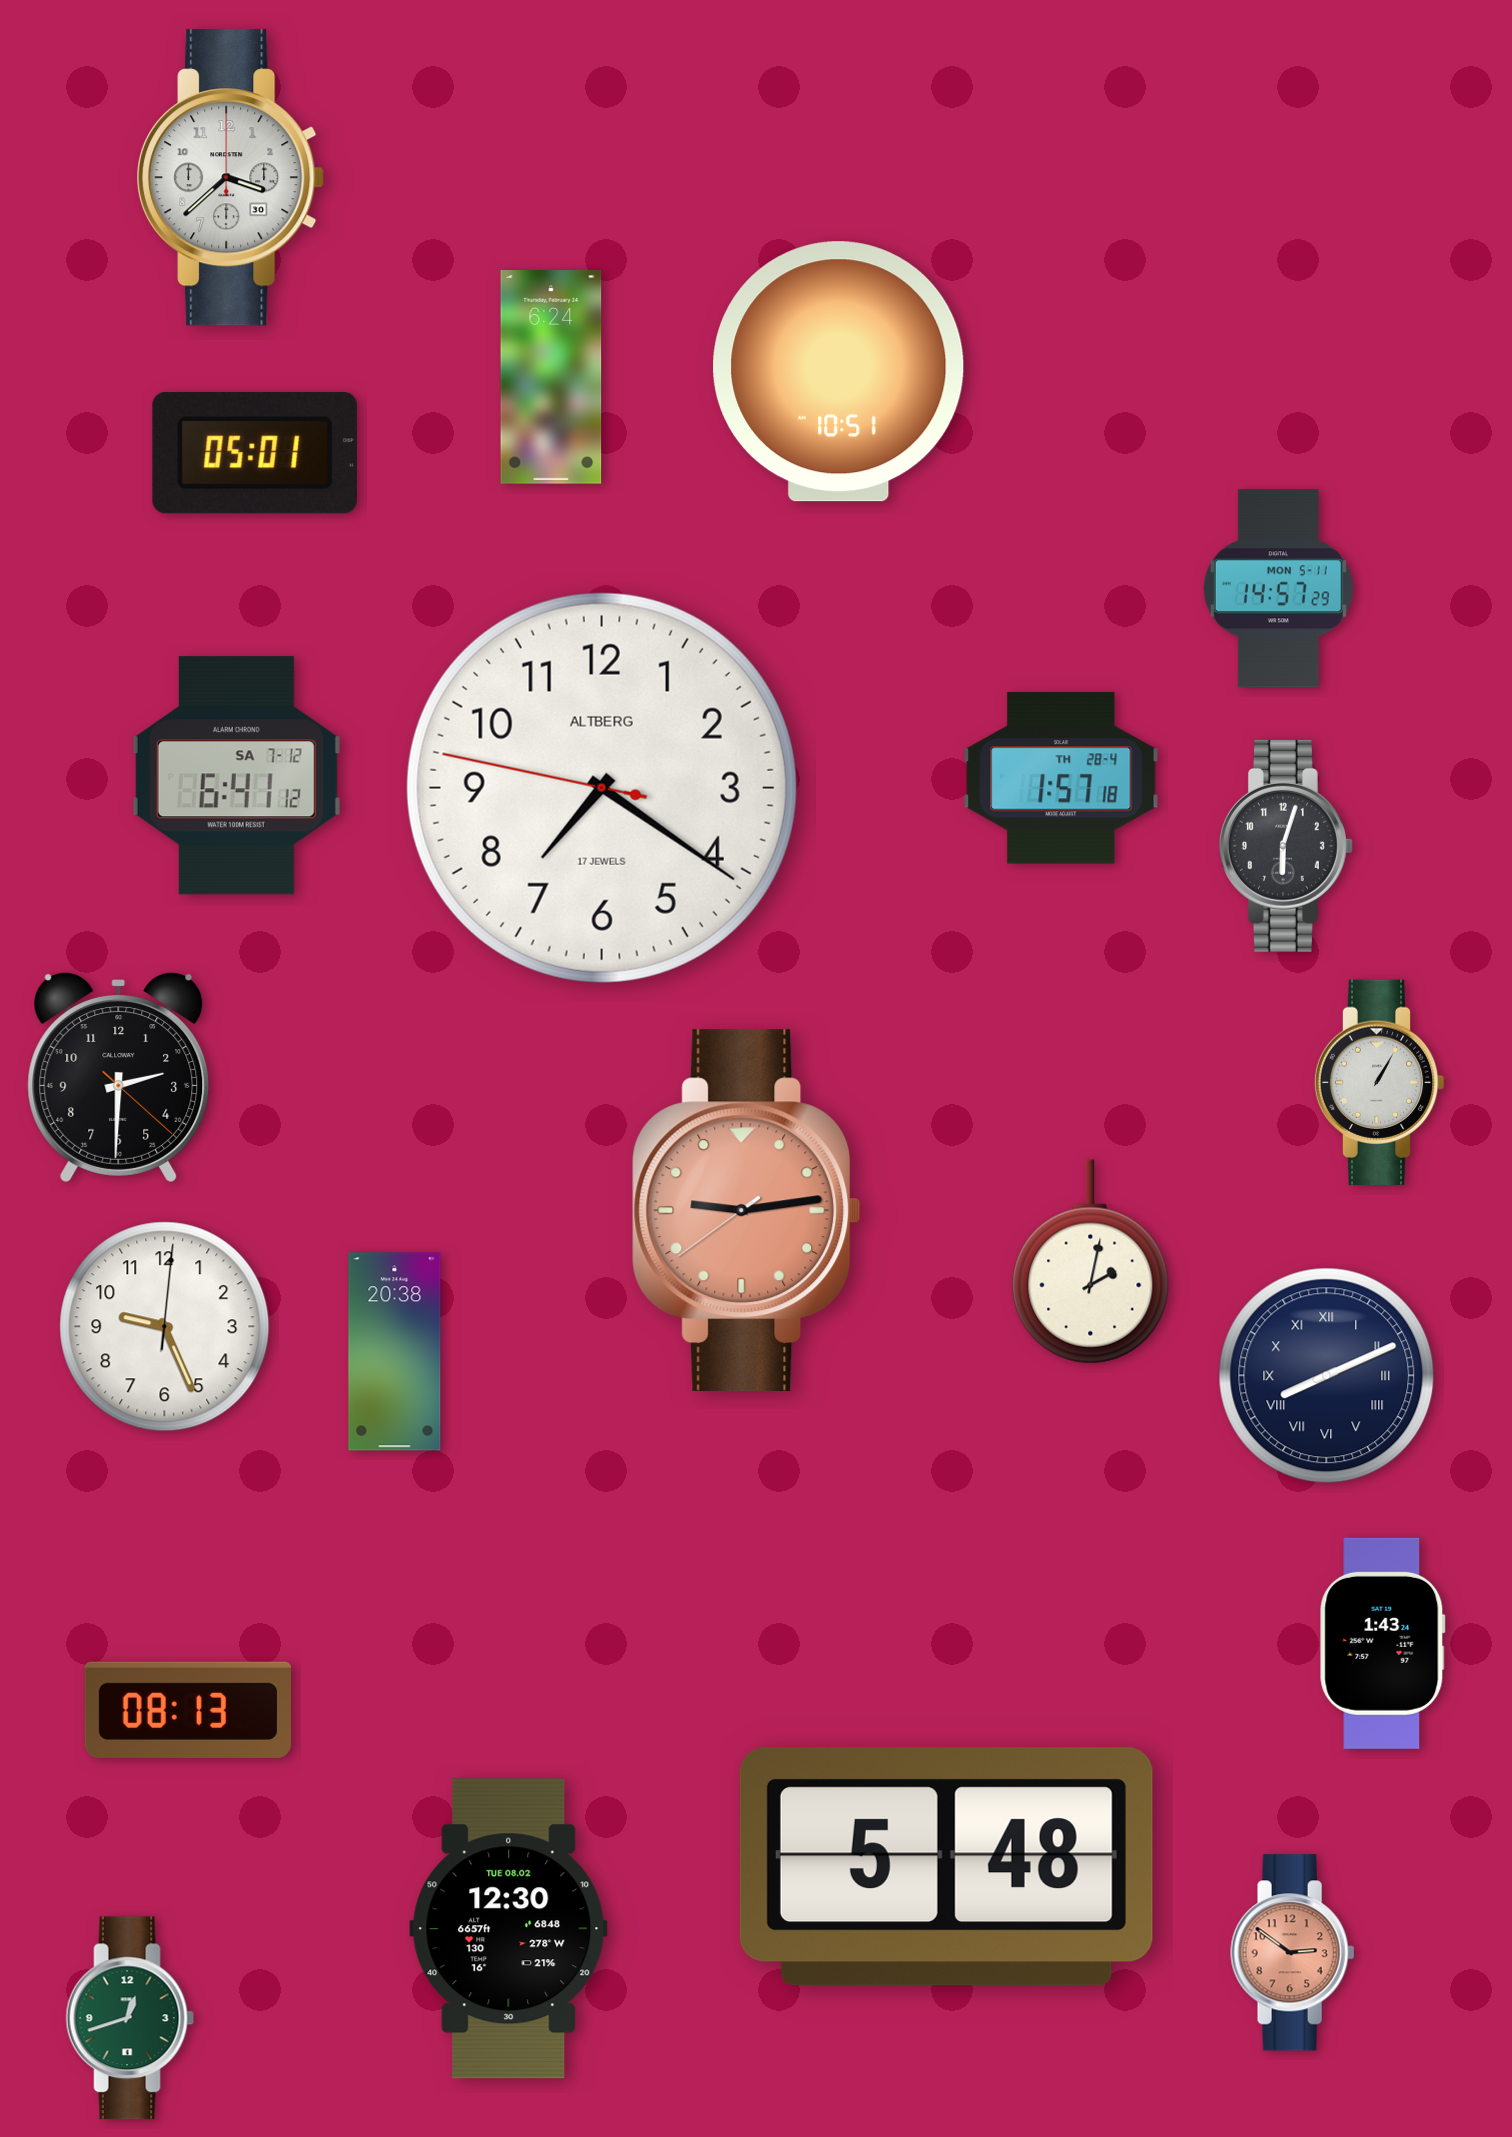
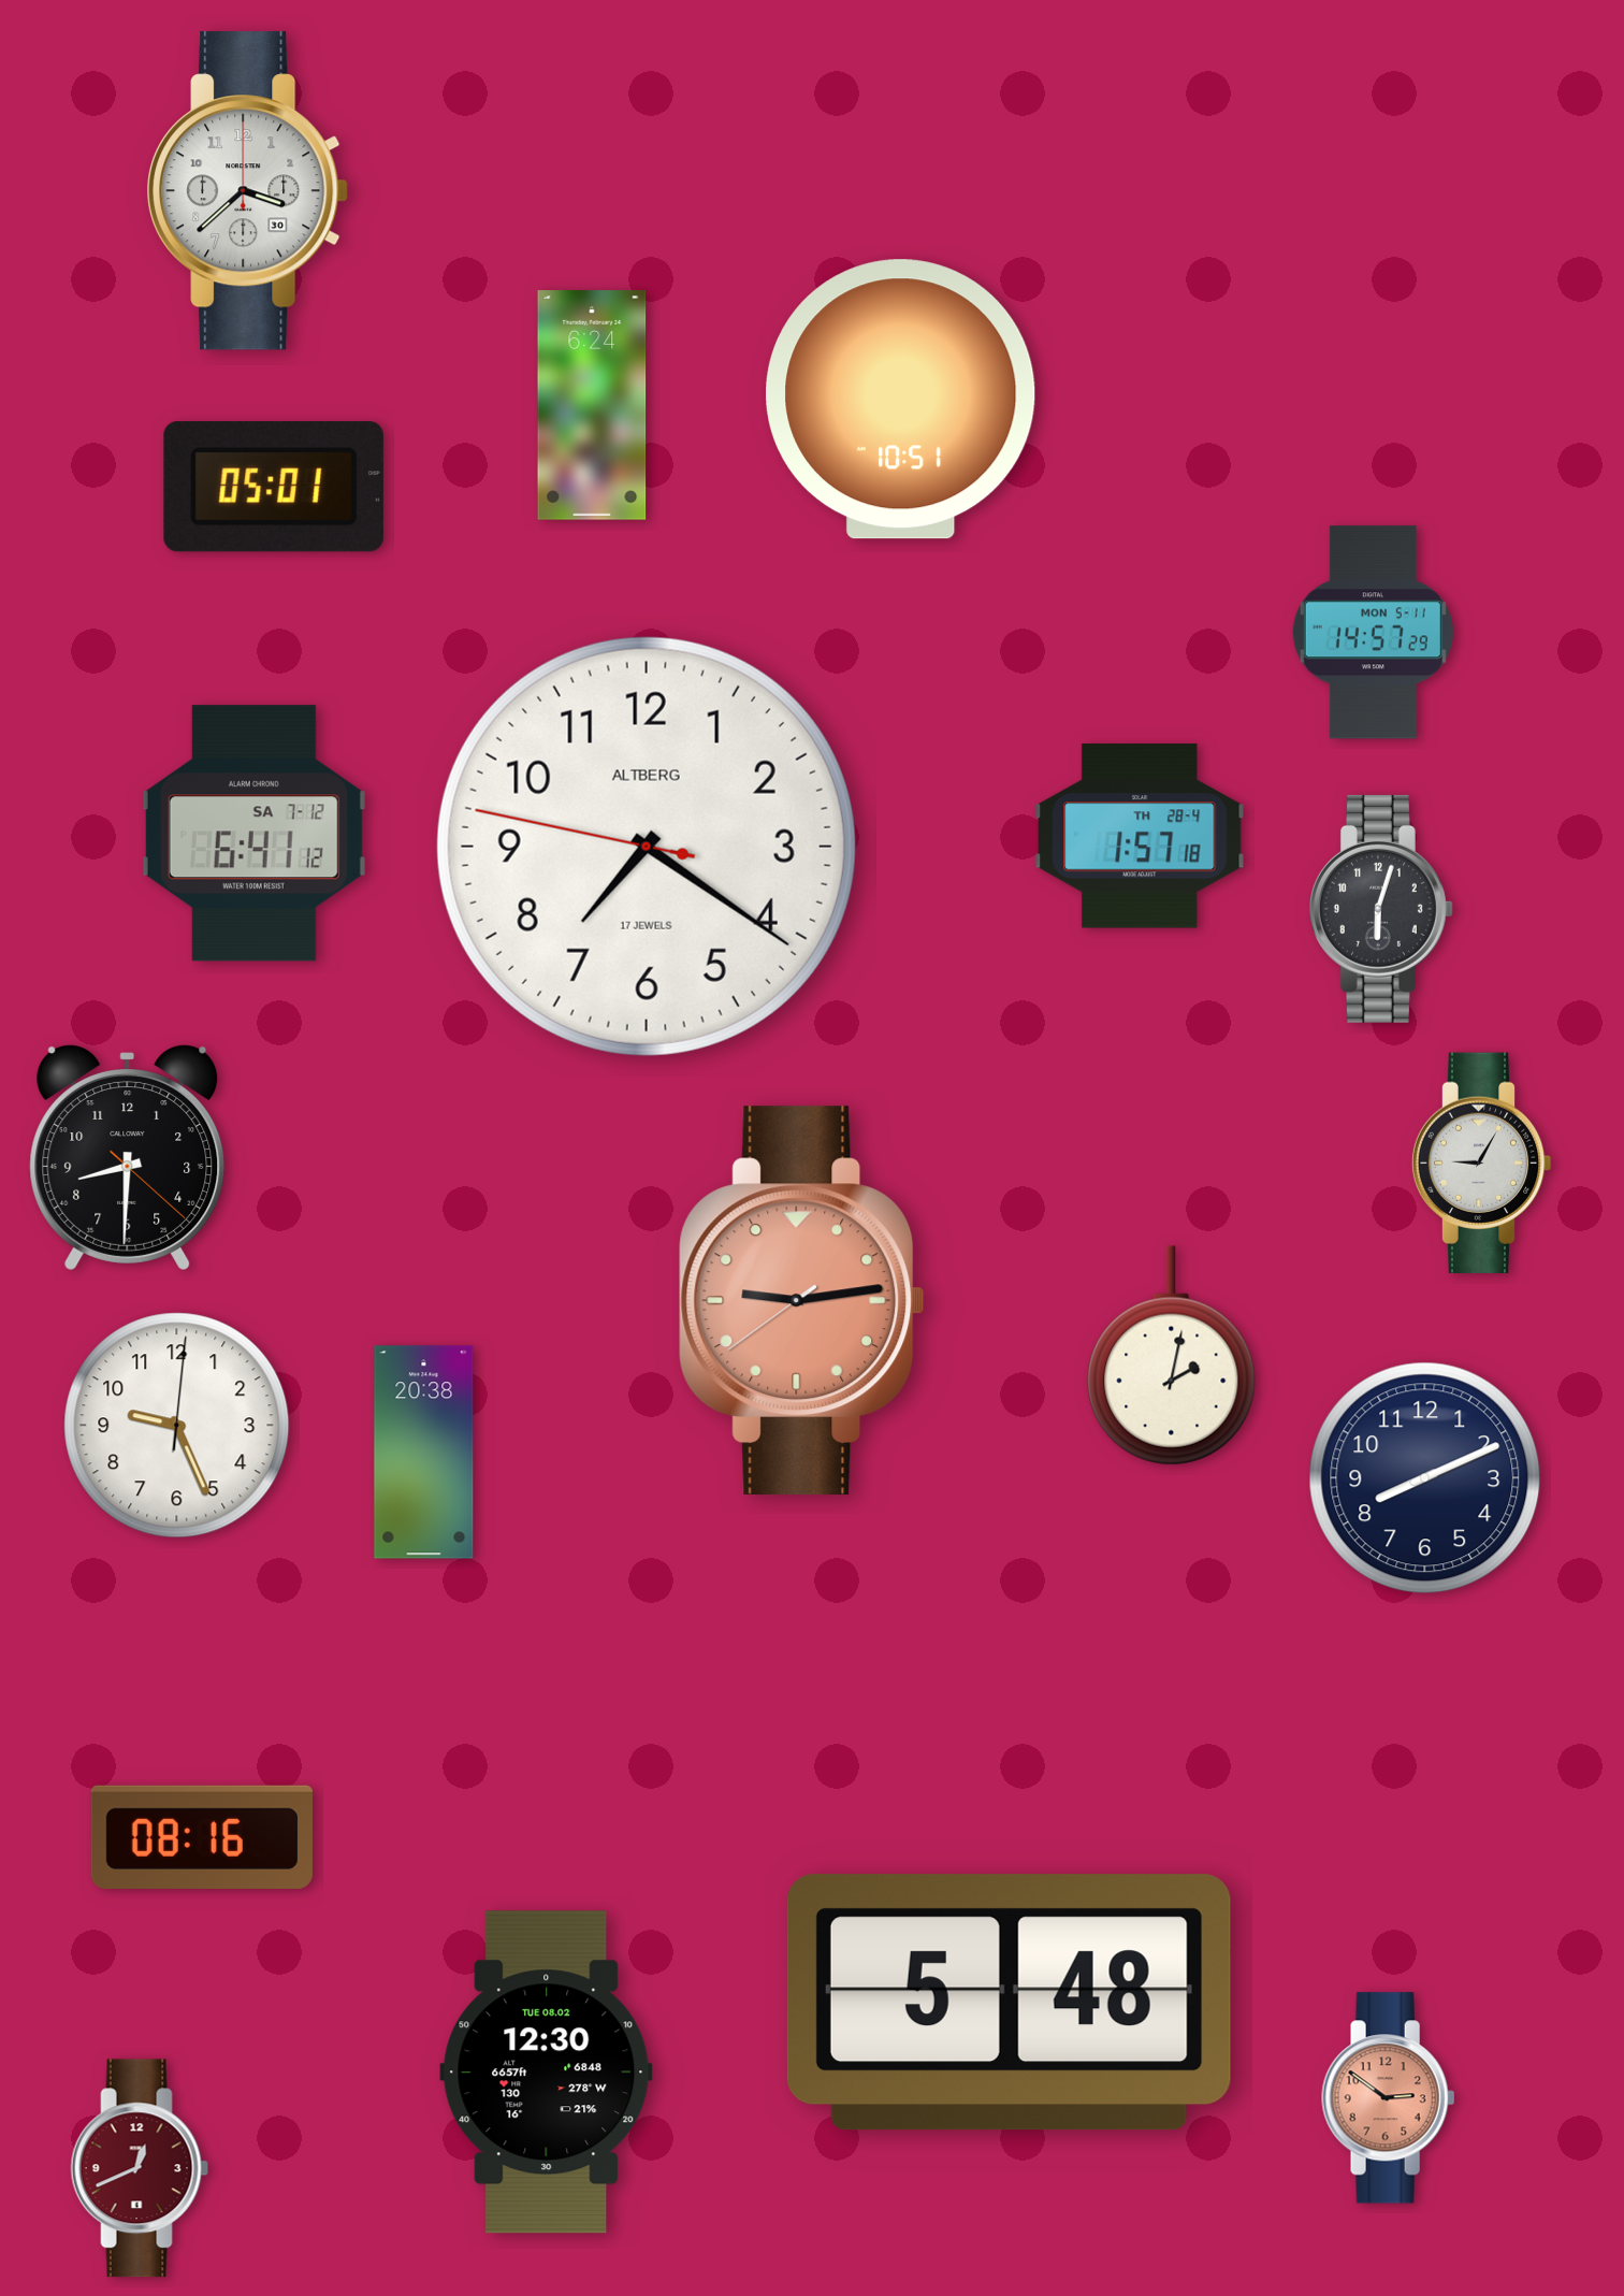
clock at (119, 1077): 2:30 -> 8:30
clock at (1379, 1082): 1:05 -> 9:05
clock at (1327, 1376) numerals: Roman -> Arabic
clock at (1383, 1643): 1:43 -> none
clock at (187, 1710): 08:13 -> 08:16
clock at (946, 1867) position: (946, 1867) -> (1009, 2003)
clock at (130, 2018): 12:42 -> 12:41
clock at (130, 2018) dial: green -> burgundy
